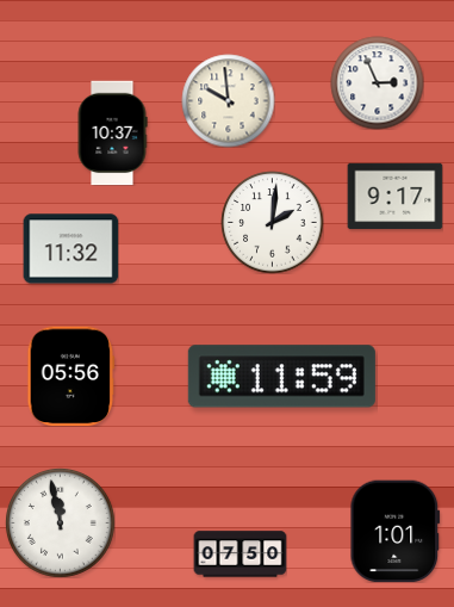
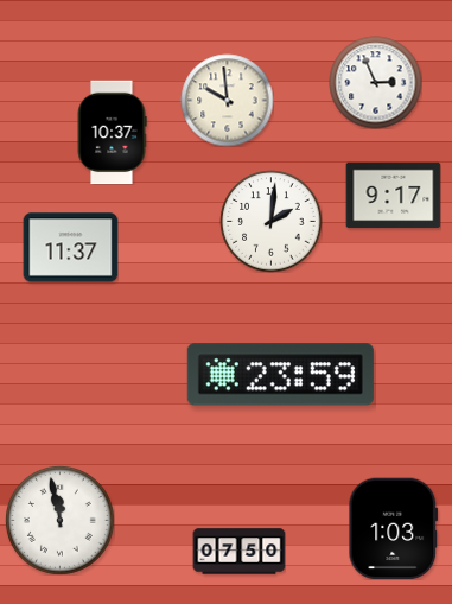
clock at (70, 249): 11:32 -> 11:37
clock at (71, 376): 05:56 -> none
clock at (281, 377): 11:59 -> 23:59
clock at (396, 531): 1:01 -> 1:03
